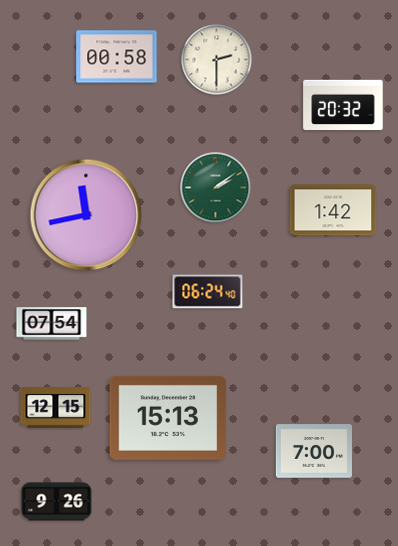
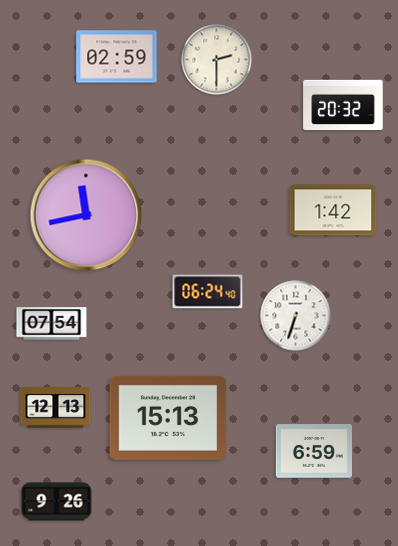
clock at (117, 57): 00:58 -> 02:59
clock at (216, 188): 2:09 -> none
clock at (296, 316): none -> 6:33
clock at (56, 408): 12:15 -> 12:13
clock at (314, 451): 7:00 -> 6:59
